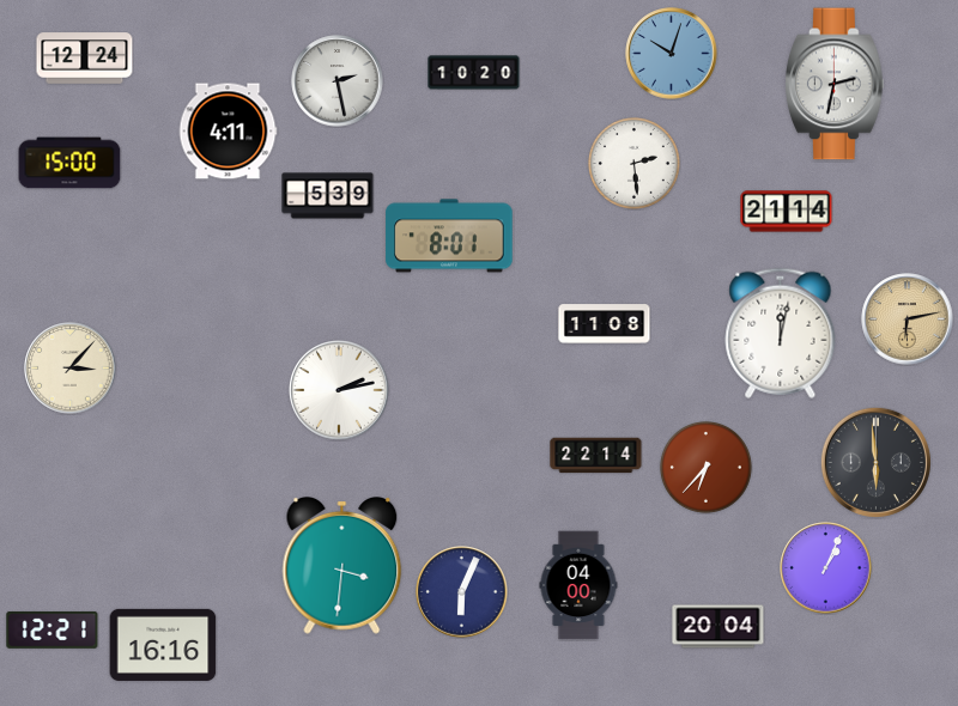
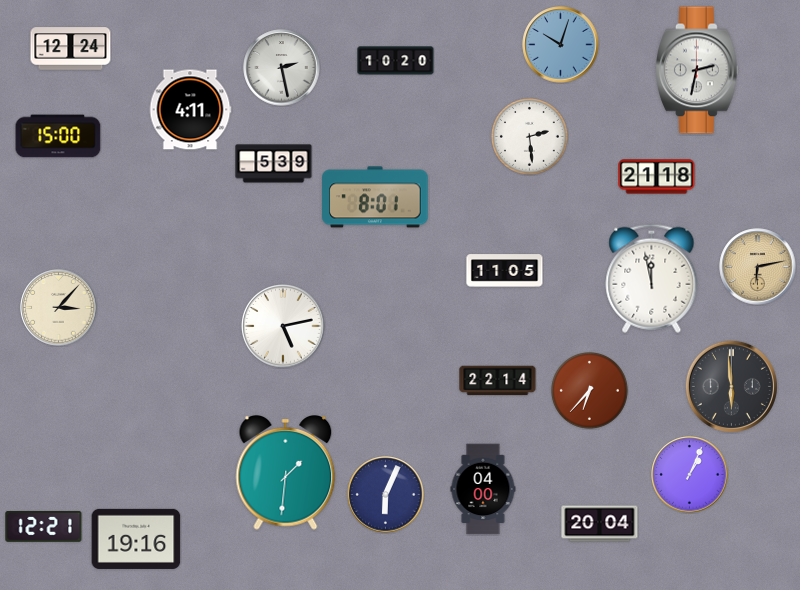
clock at (787, 212): 21:14 -> 21:18
clock at (605, 324): 11:08 -> 11:05
clock at (781, 333): 12:02 -> 11:58
clock at (340, 391): 2:13 -> 5:13
clock at (342, 566): 3:31 -> 1:31
clock at (163, 645): 16:16 -> 19:16
